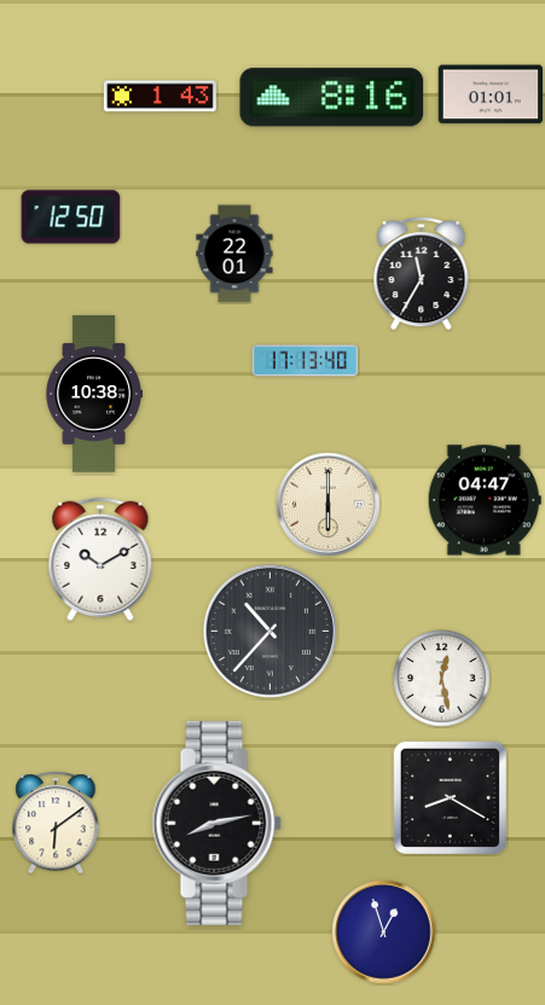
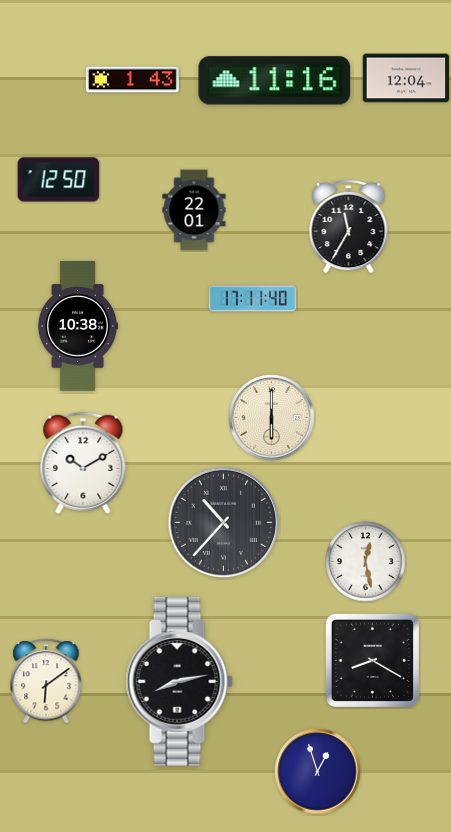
clock at (491, 94): 01:01 -> 12:04
clock at (332, 98): 8:16 -> 11:16
clock at (306, 361): 17:13 -> 17:11
clock at (485, 500): 04:47 -> none
